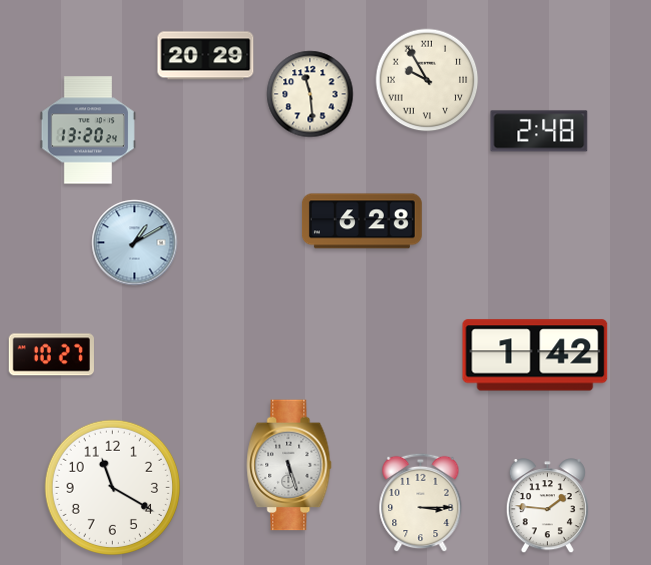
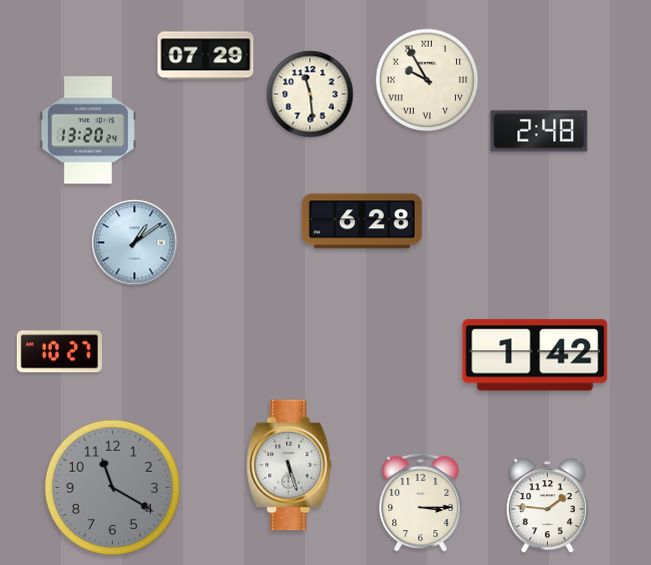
clock at (206, 56): 20:29 -> 07:29
clock at (135, 243): 1:10 -> 1:09
clock at (51, 355) position: (51, 355) -> (59, 352)
clock at (112, 487) dial: white -> grey
